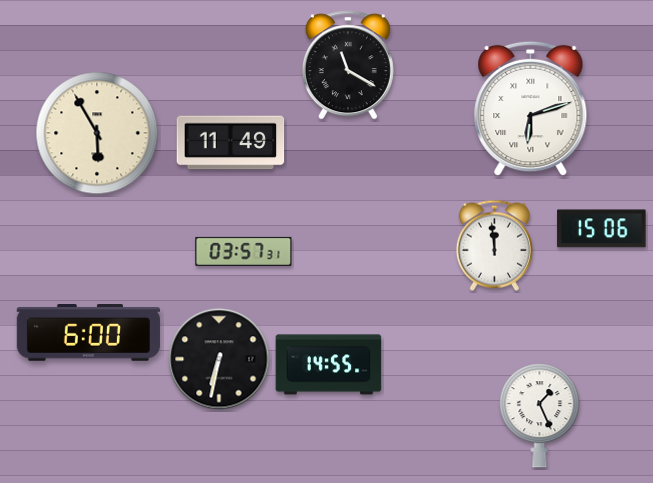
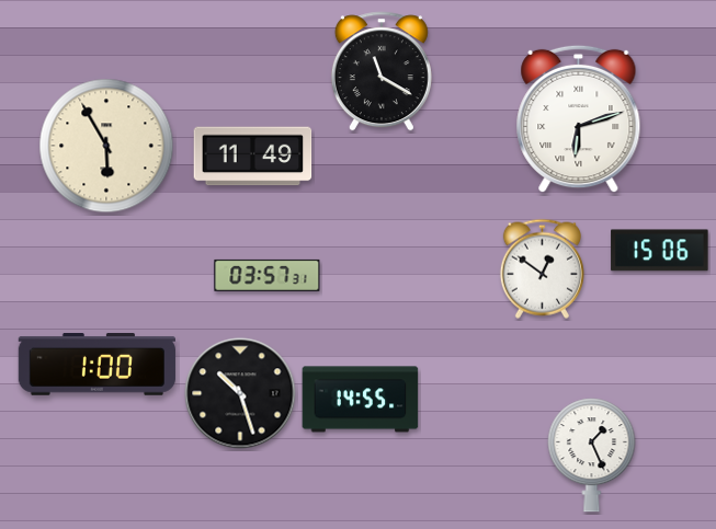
clock at (531, 109) position: (531, 109) -> (579, 119)
clock at (494, 245): 11:59 -> 12:51
clock at (88, 333): 6:00 -> 1:00
clock at (219, 359): 6:32 -> 10:27
